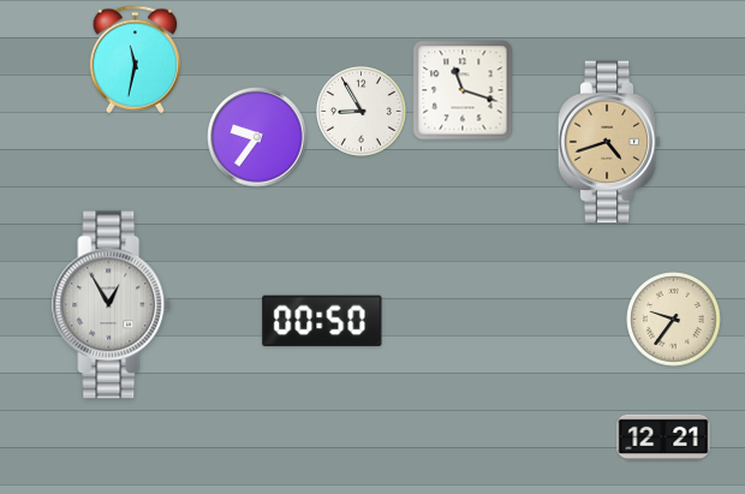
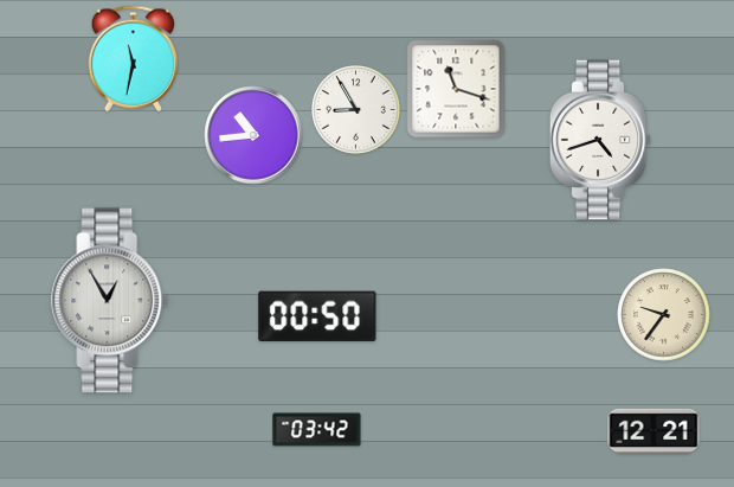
clock at (257, 137): 9:36 -> 10:44
clock at (609, 142) dial: champagne -> white
clock at (317, 430): none -> 03:42
